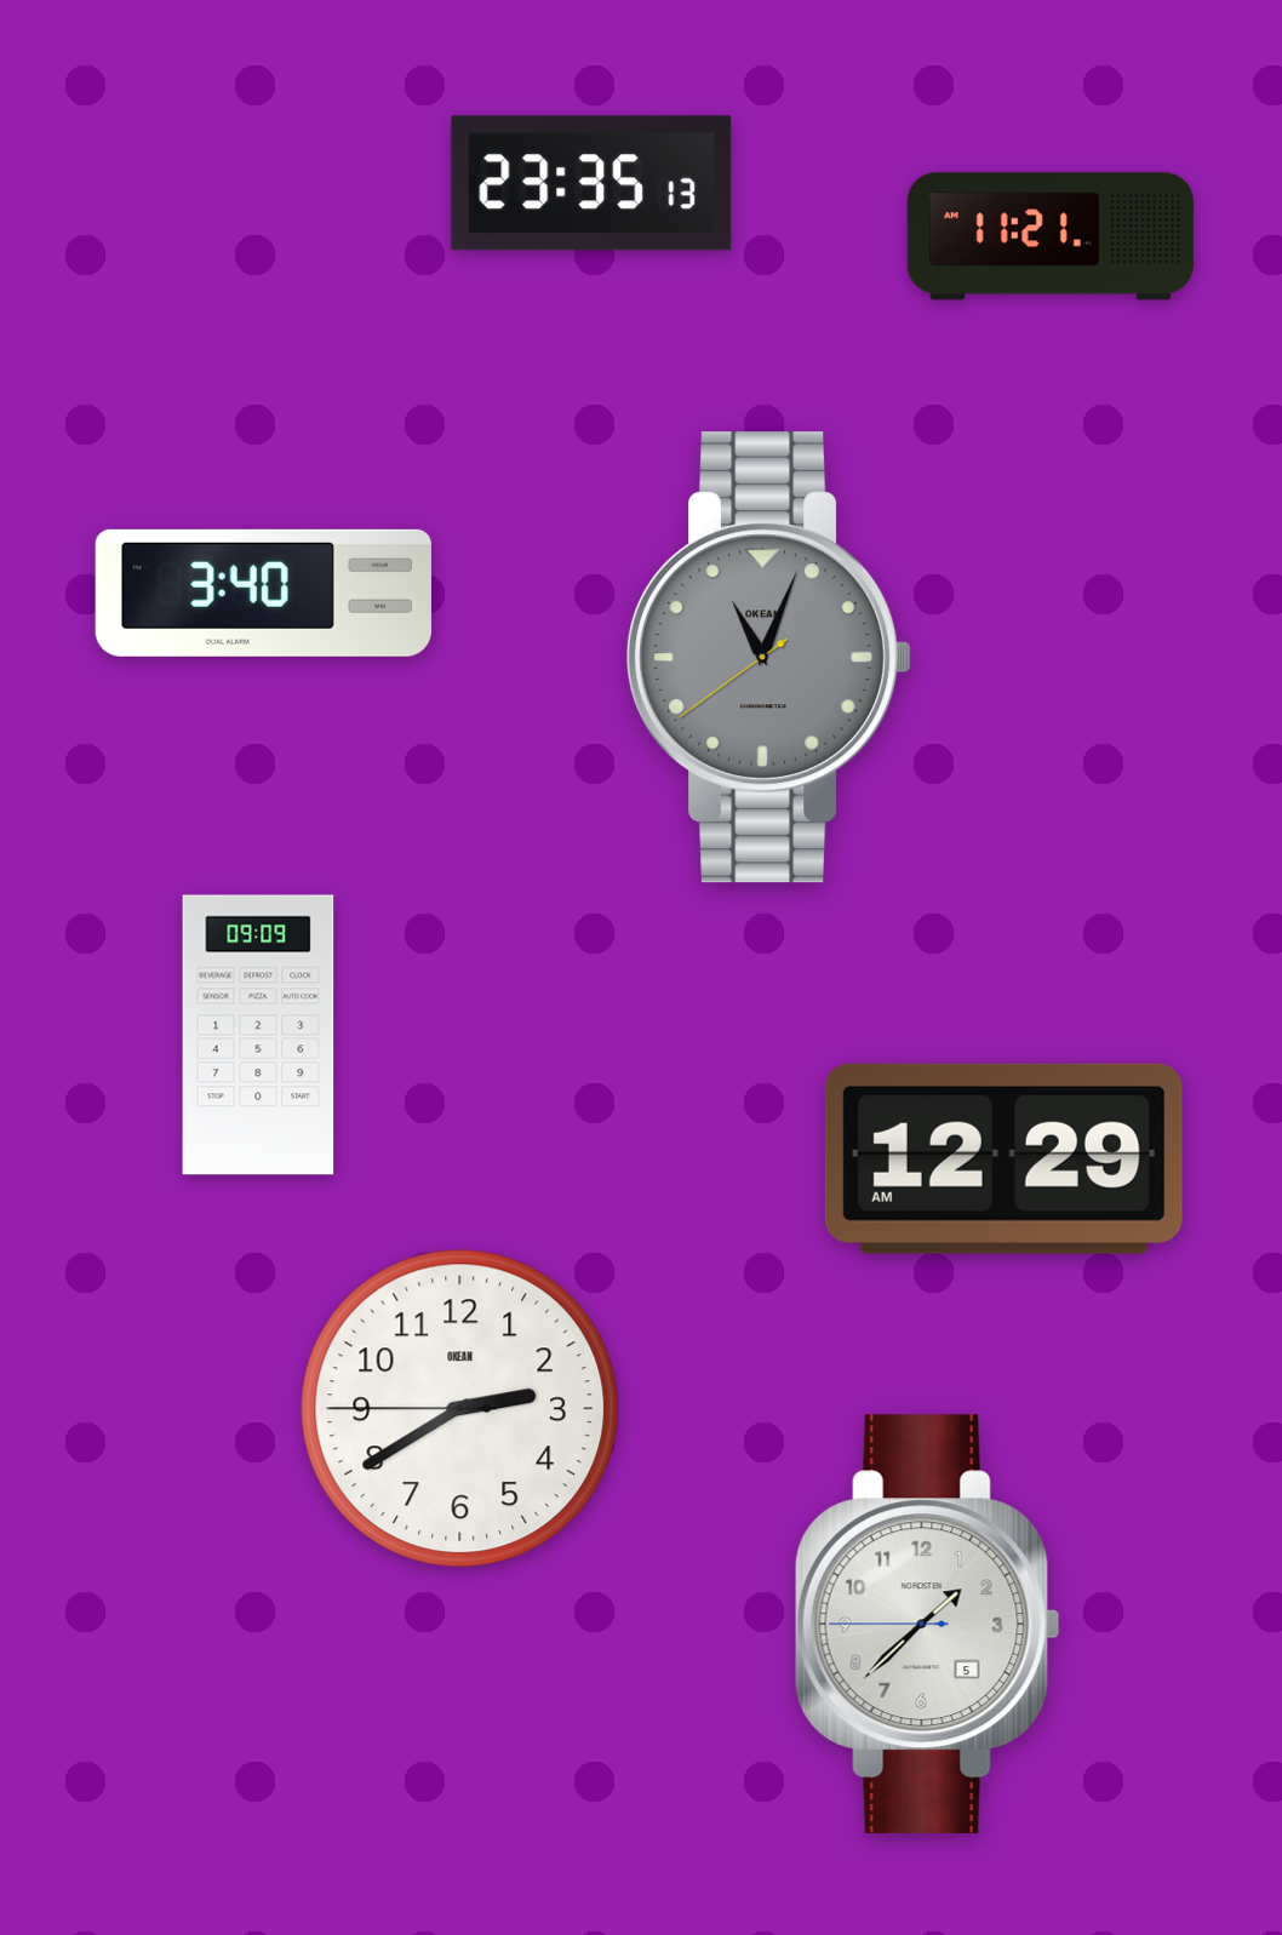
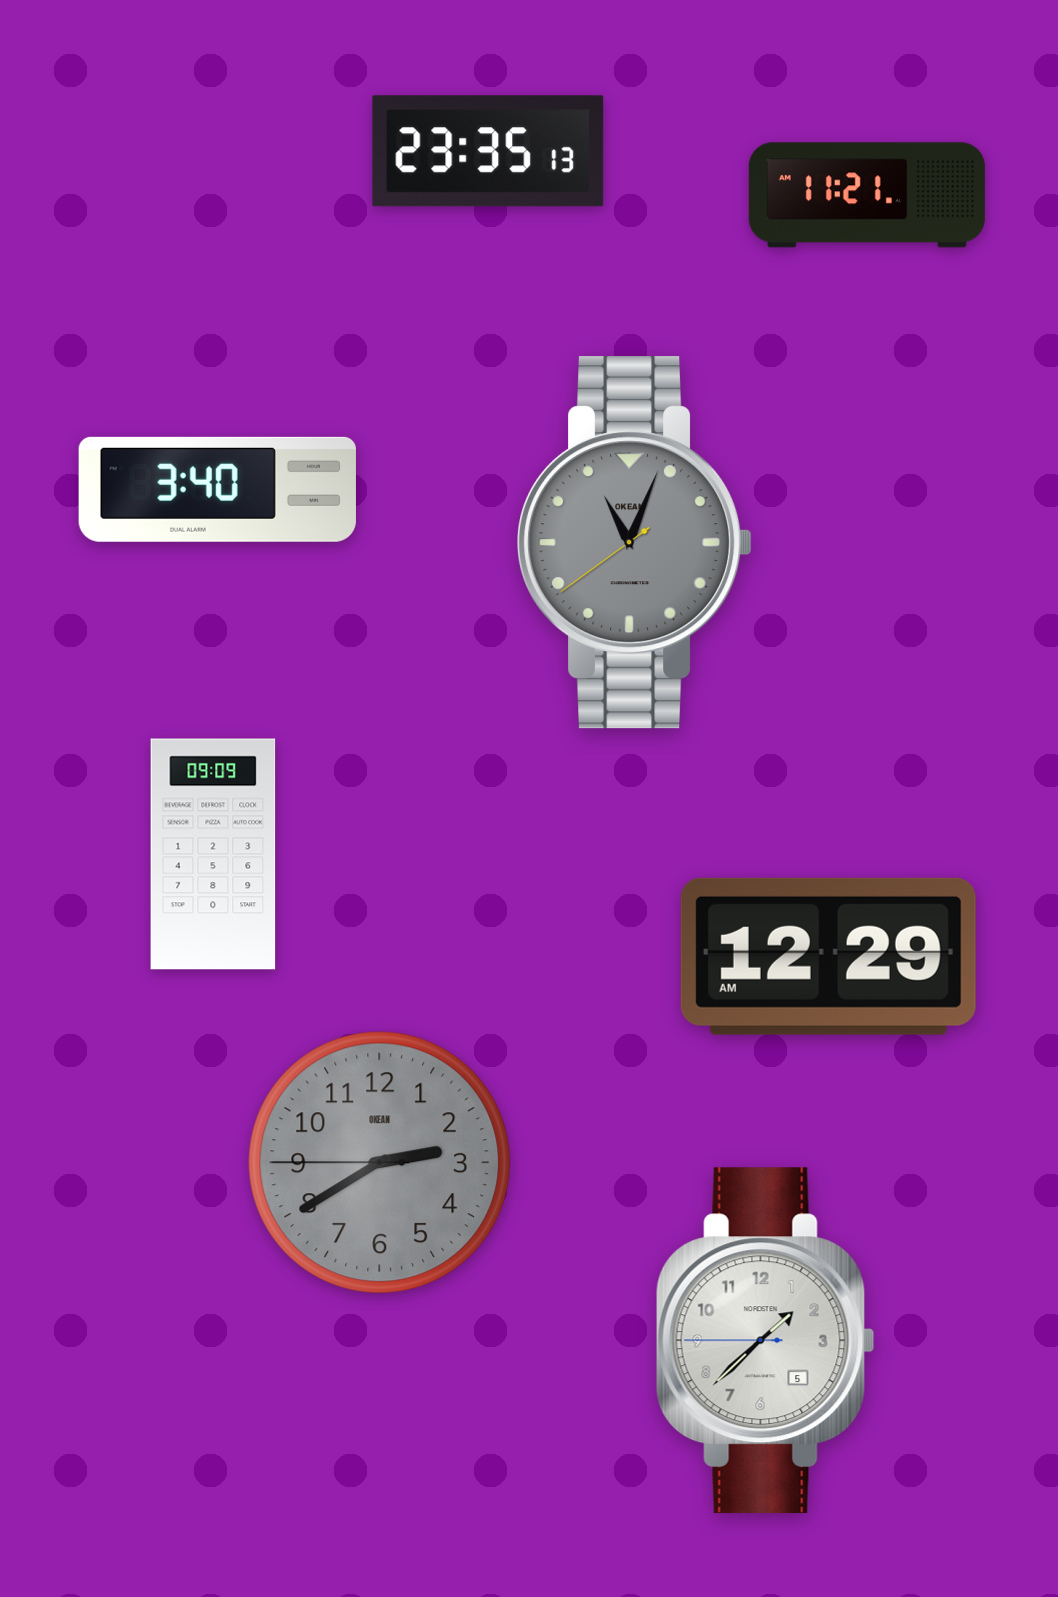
clock at (460, 1409) dial: white -> grey
